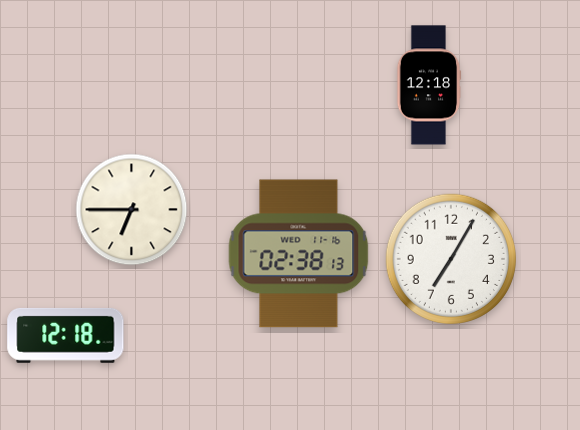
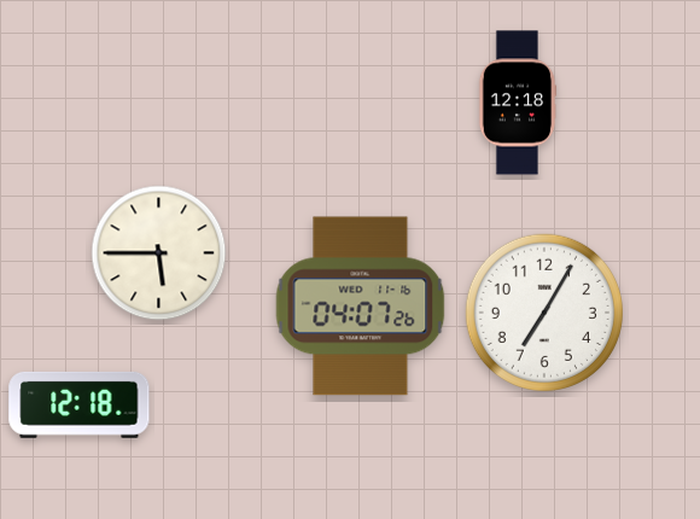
clock at (132, 210): 6:45 -> 5:45
clock at (299, 254): 02:38 -> 04:07
